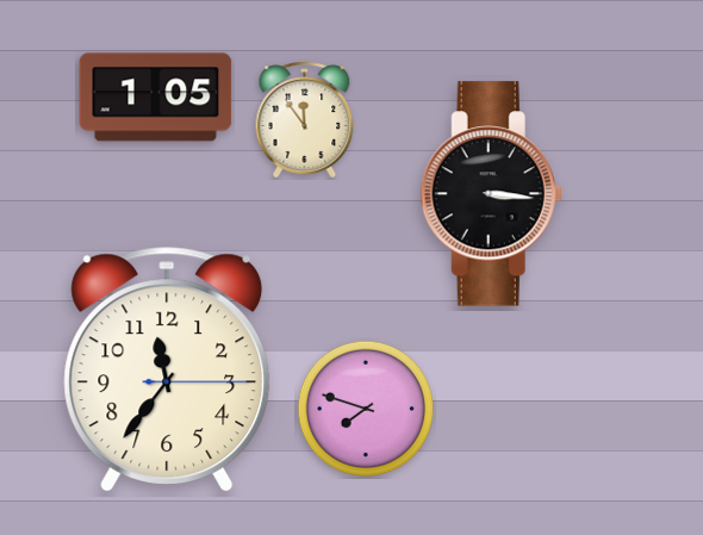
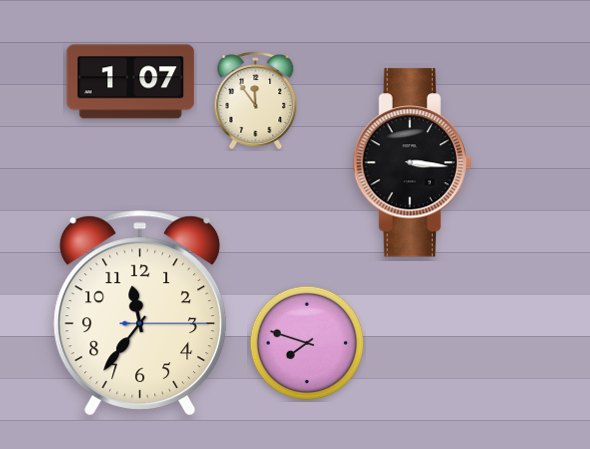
clock at (156, 98): 1:05 -> 1:07
clock at (167, 369) position: (167, 369) -> (140, 313)
